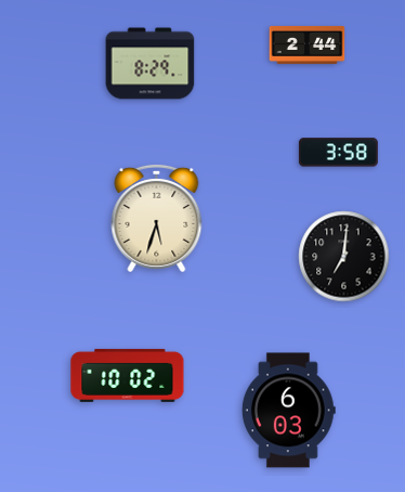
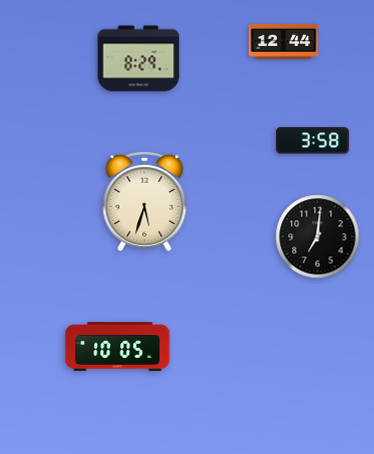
clock at (308, 44): 2:44 -> 12:44
clock at (128, 375): 10:02 -> 10:05
clock at (288, 411): 6:03 -> none
